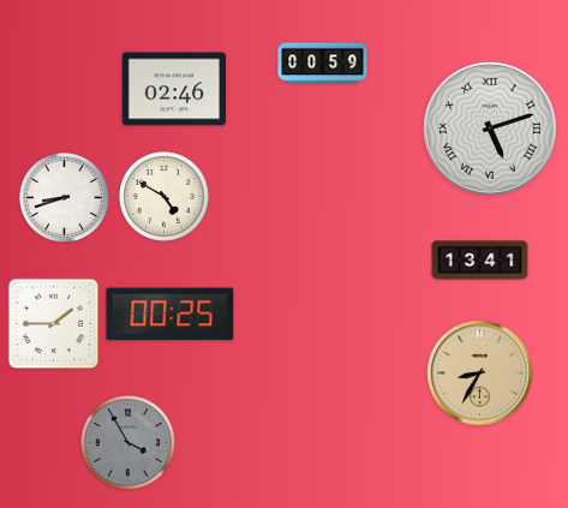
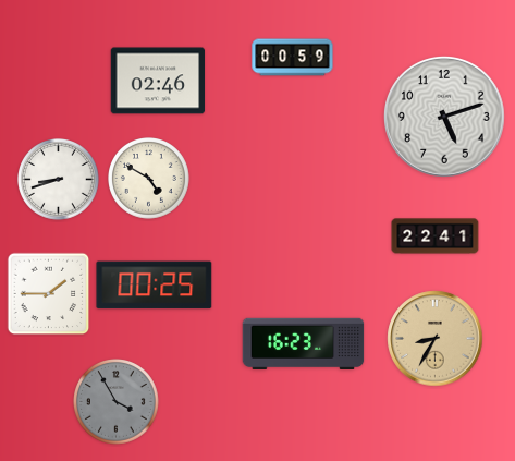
clock at (491, 130) numerals: Roman -> Arabic
clock at (480, 261): 13:41 -> 22:41
clock at (304, 343): none -> 16:23
